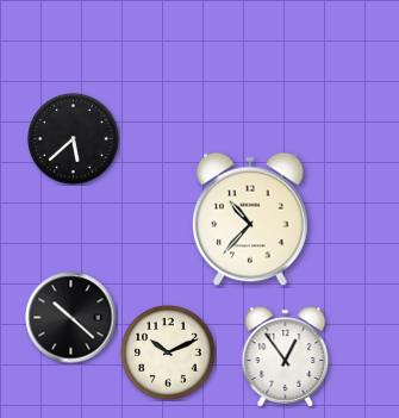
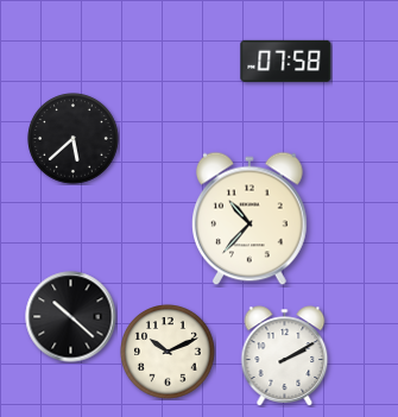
clock at (286, 61): none -> 07:58
clock at (286, 357): 12:54 -> 2:10
